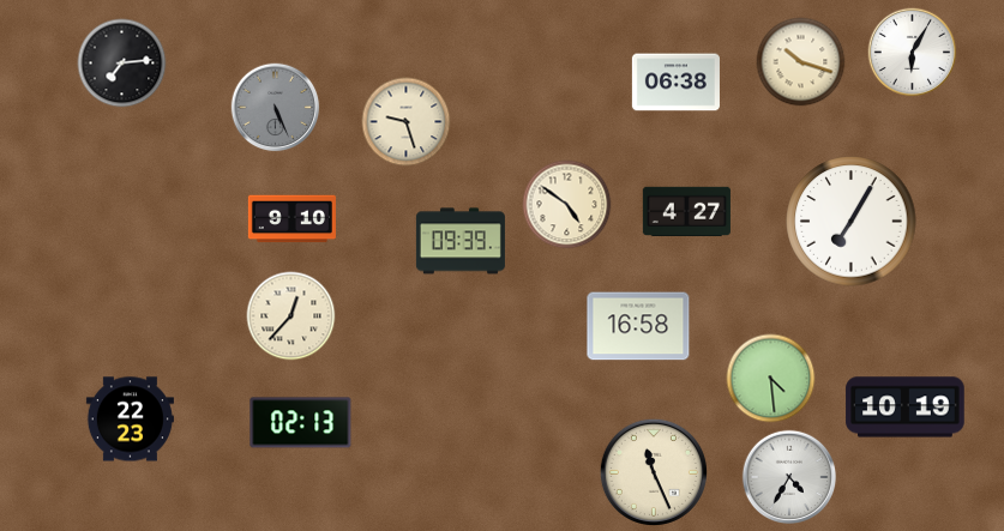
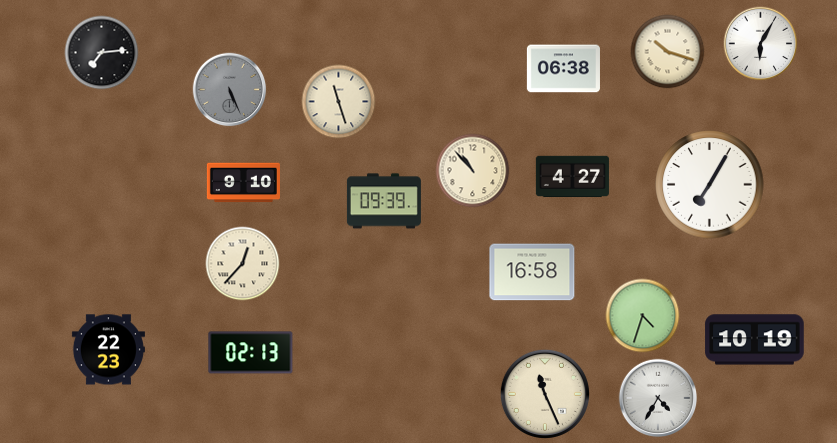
clock at (407, 122): 9:27 -> 11:27
clock at (567, 205): 4:51 -> 10:53
clock at (771, 379): 4:29 -> 4:33
